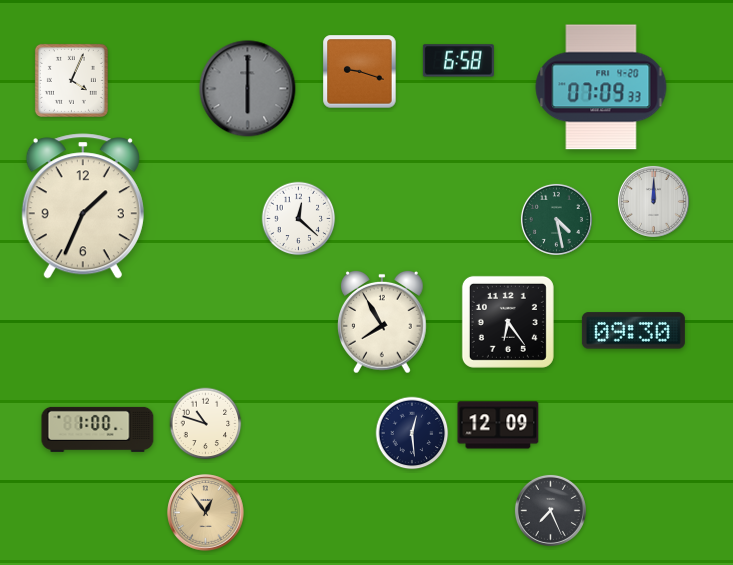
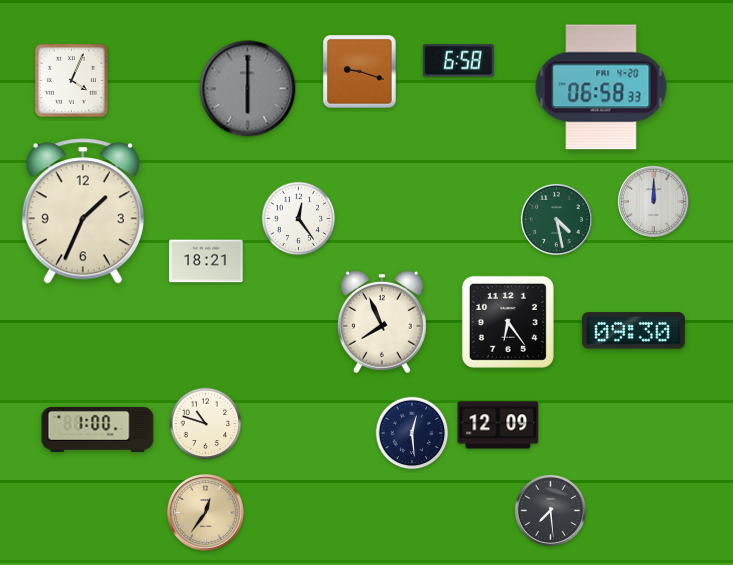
clock at (601, 87): 07:09 -> 06:58
clock at (83, 206) position: (83, 206) -> (83, 211)
clock at (299, 219): 12:22 -> 12:24
clock at (206, 261): none -> 18:21
clock at (383, 322): 7:55 -> 7:56
clock at (550, 510): 7:26 -> 7:29
clock at (206, 513): 12:54 -> 12:36
